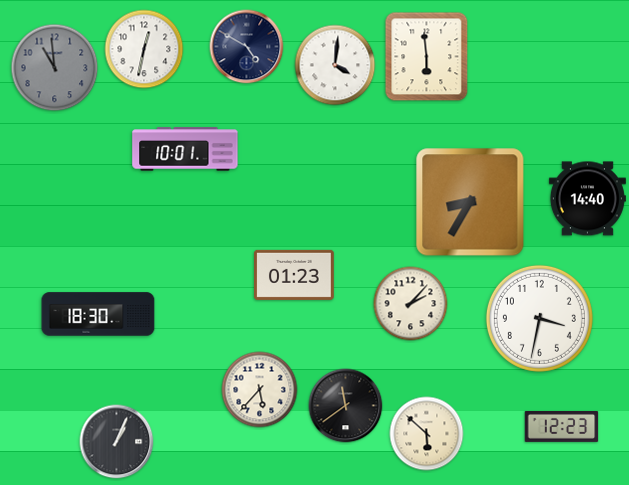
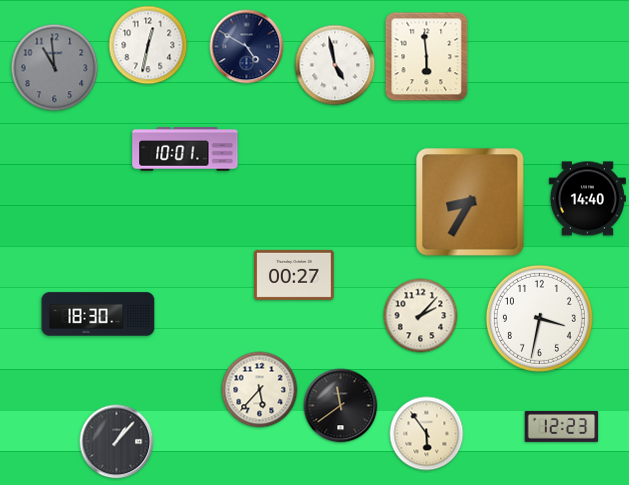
clock at (144, 49) position: (144, 49) -> (148, 45)
clock at (335, 65): 4:01 -> 4:58
clock at (295, 275): 01:23 -> 00:27
clock at (411, 304) position: (411, 304) -> (421, 316)
clock at (346, 406) position: (346, 406) -> (341, 406)
clock at (427, 434): 5:52 -> 5:54
clock at (117, 442): 1:04 -> 1:07
